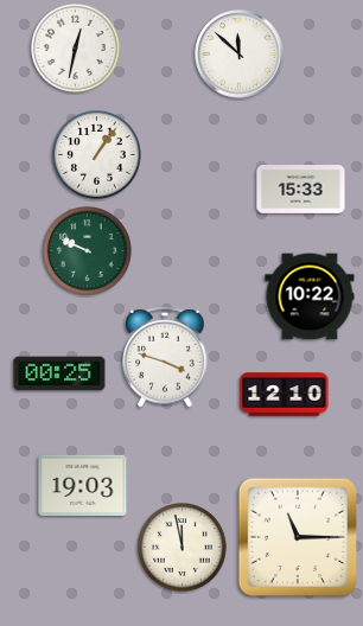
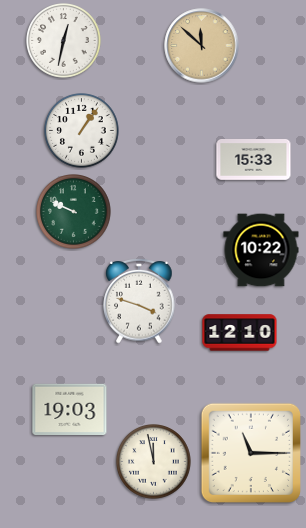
clock at (240, 55) dial: white -> champagne
clock at (59, 373): 00:25 -> none
